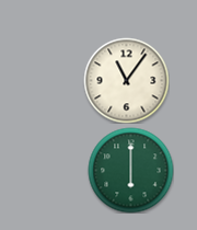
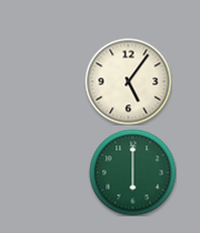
clock at (126, 80): 11:06 -> 5:06
